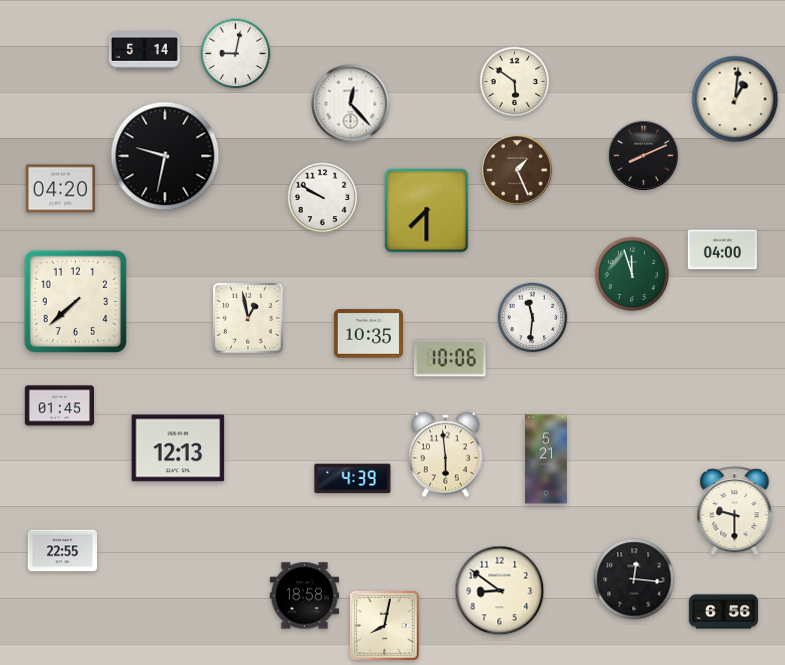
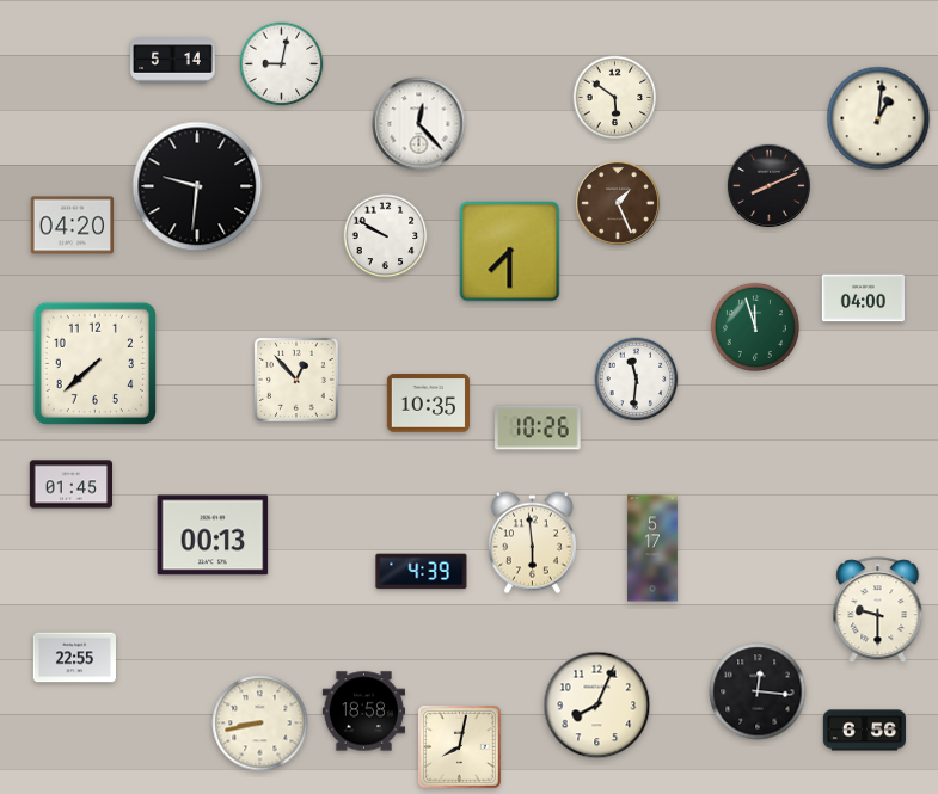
clock at (165, 156): 9:32 -> 9:31
clock at (75, 301) position: (75, 301) -> (94, 363)
clock at (248, 318): 12:58 -> 12:53
clock at (368, 334) position: (368, 334) -> (428, 404)
clock at (450, 358): 10:06 -> 10:26
clock at (178, 448): 12:13 -> 00:13
clock at (546, 459): 5:21 -> 5:17
clock at (500, 591): 8:51 -> 8:04
clock at (260, 724): none -> 8:43
